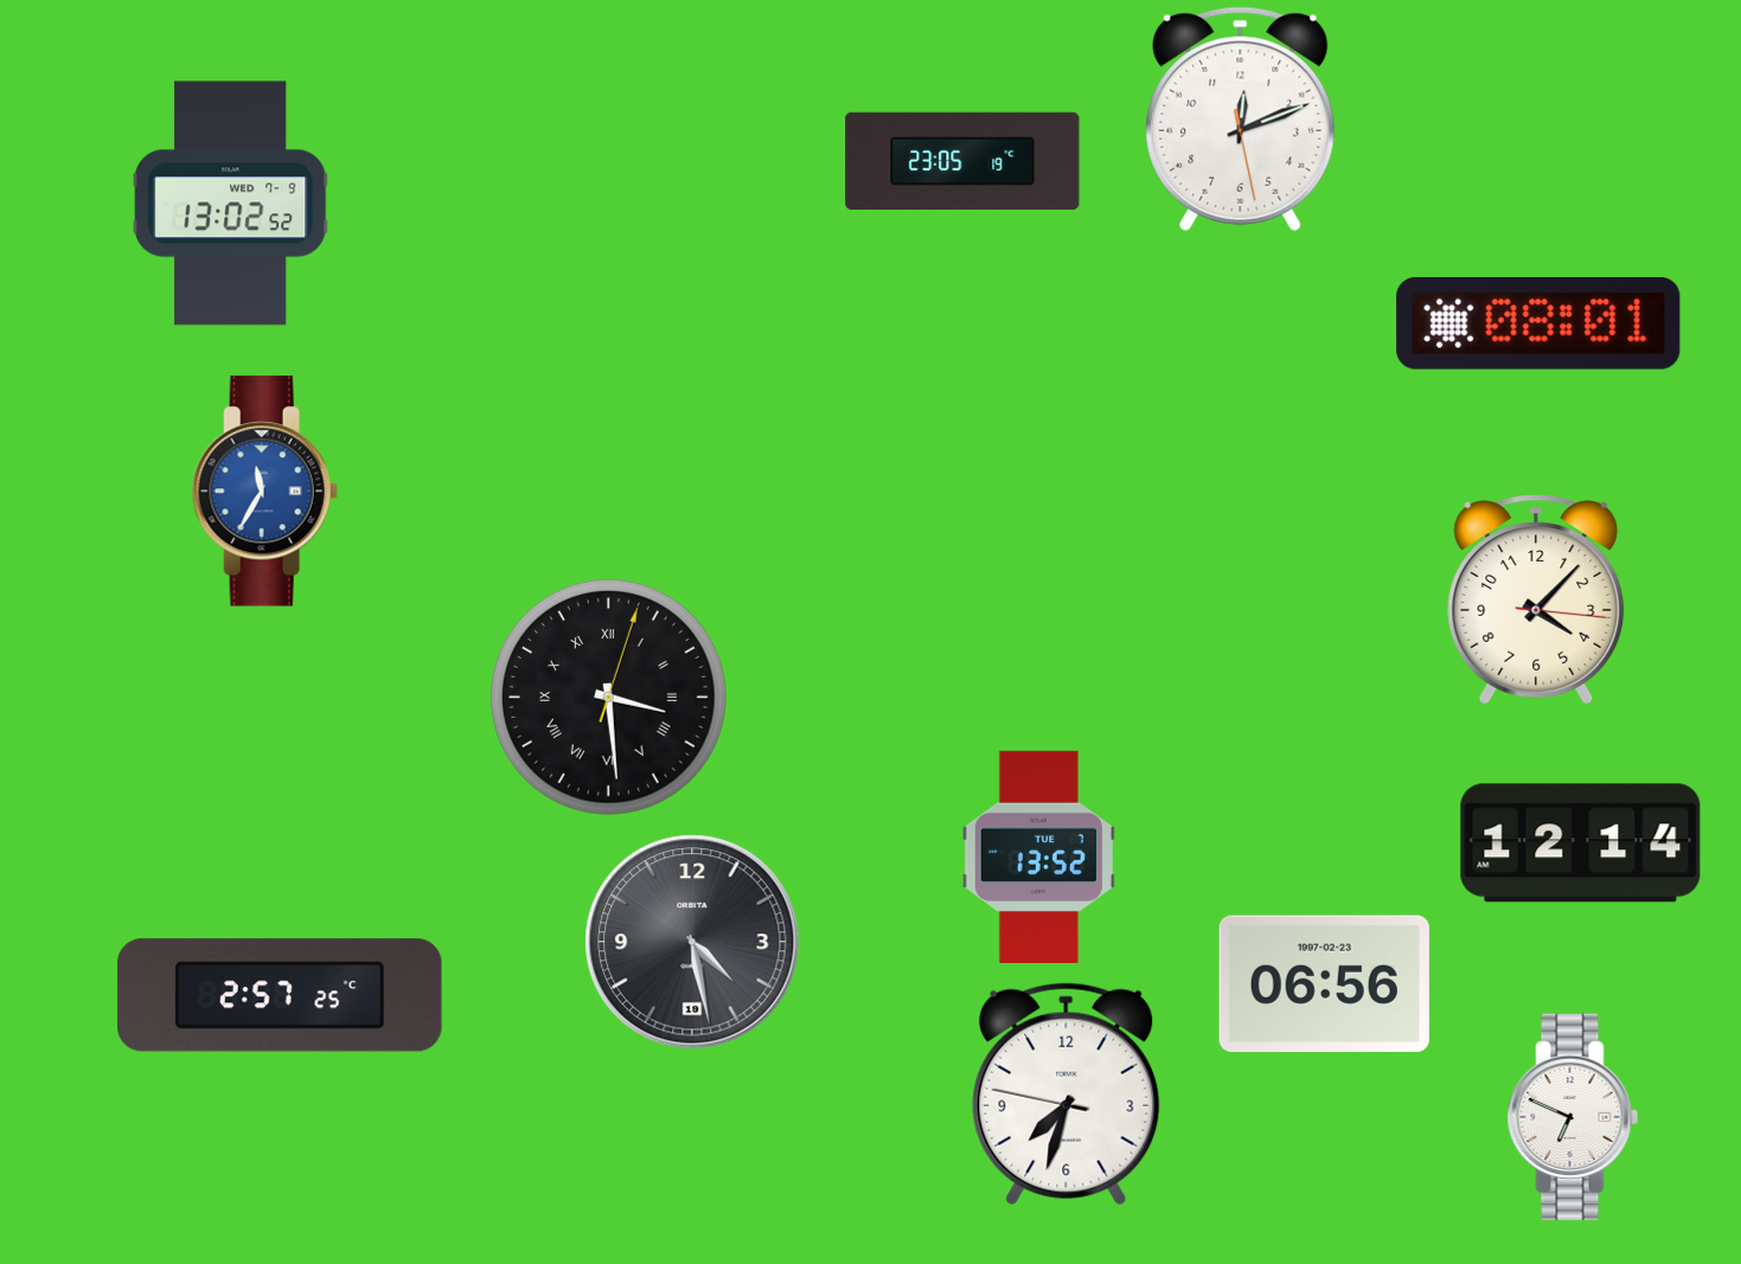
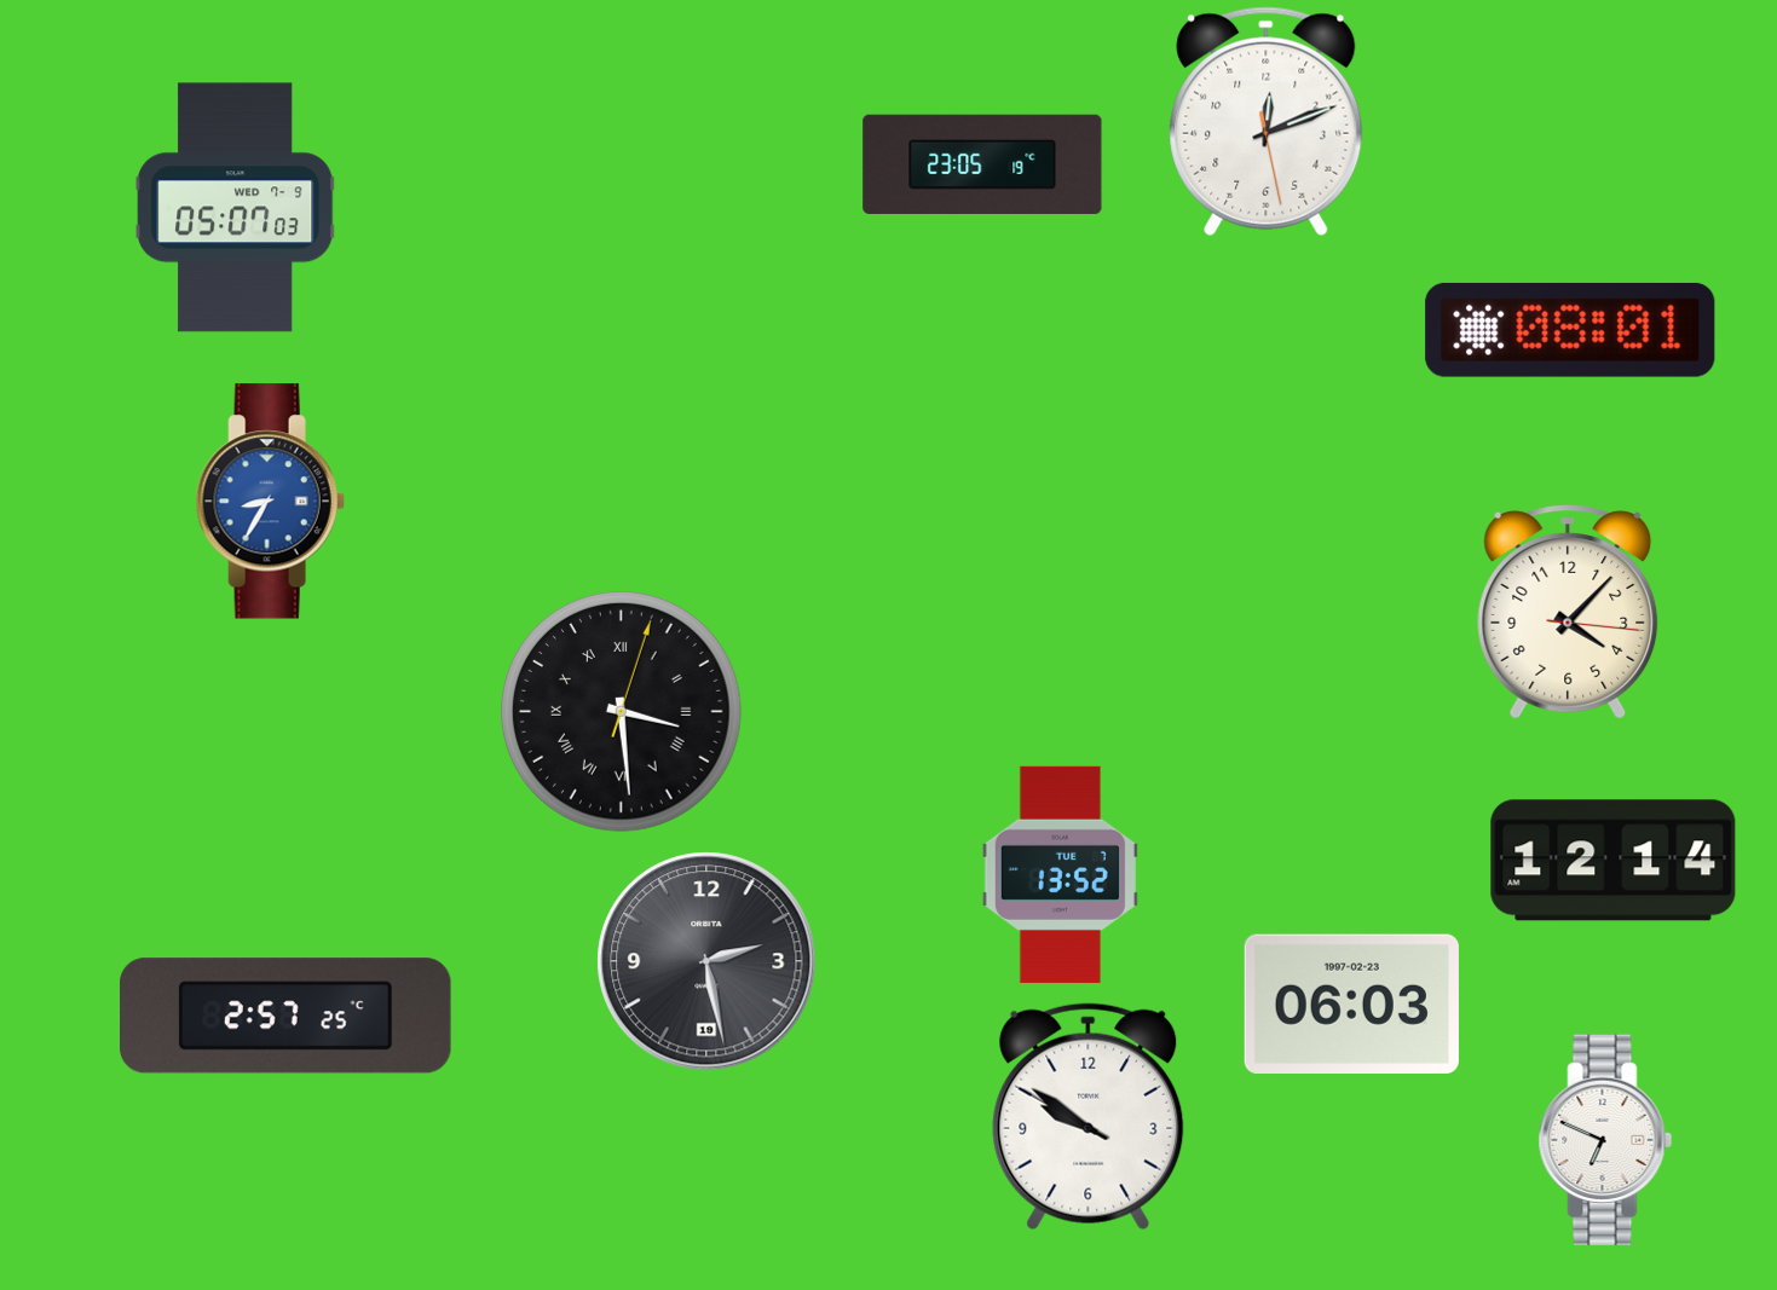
clock at (231, 204): 13:02 -> 05:07
clock at (264, 492): 11:35 -> 8:35
clock at (692, 942): 4:28 -> 2:28
clock at (1324, 983): 06:56 -> 06:03
clock at (1067, 1095): 7:32 -> 9:50
